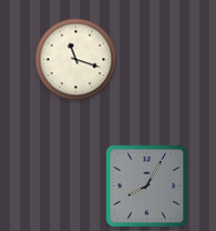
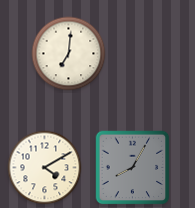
clock at (76, 60): 11:18 -> 7:01
clock at (45, 168): none -> 4:10
